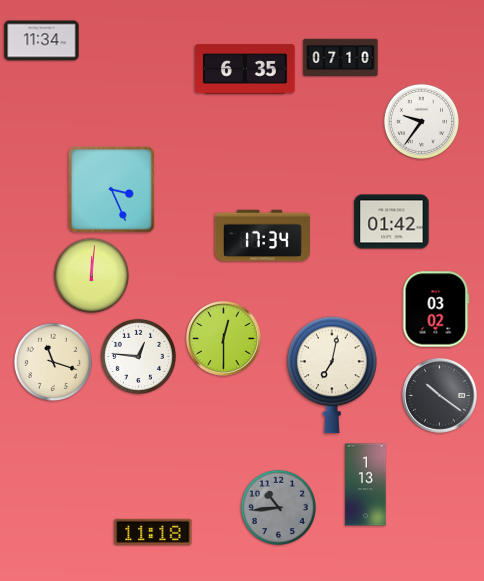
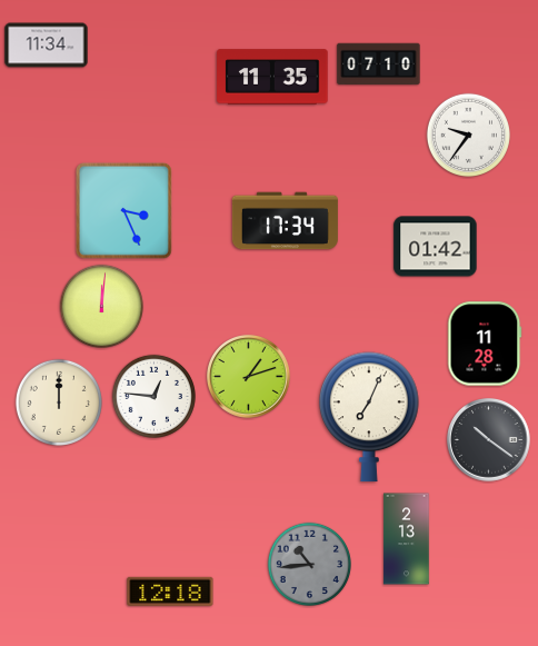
clock at (245, 69): 6:35 -> 11:35
clock at (262, 236) position: (262, 236) -> (285, 221)
clock at (436, 309): 03:02 -> 11:28
clock at (224, 339): 12:30 -> 1:12
clock at (53, 362): 11:18 -> 12:00
clock at (333, 375): 7:02 -> 7:04
clock at (366, 485): 1:13 -> 2:13
clock at (153, 532): 11:18 -> 12:18
